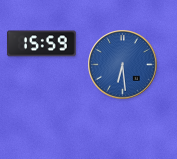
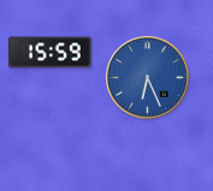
clock at (123, 65): 6:29 -> 6:26
